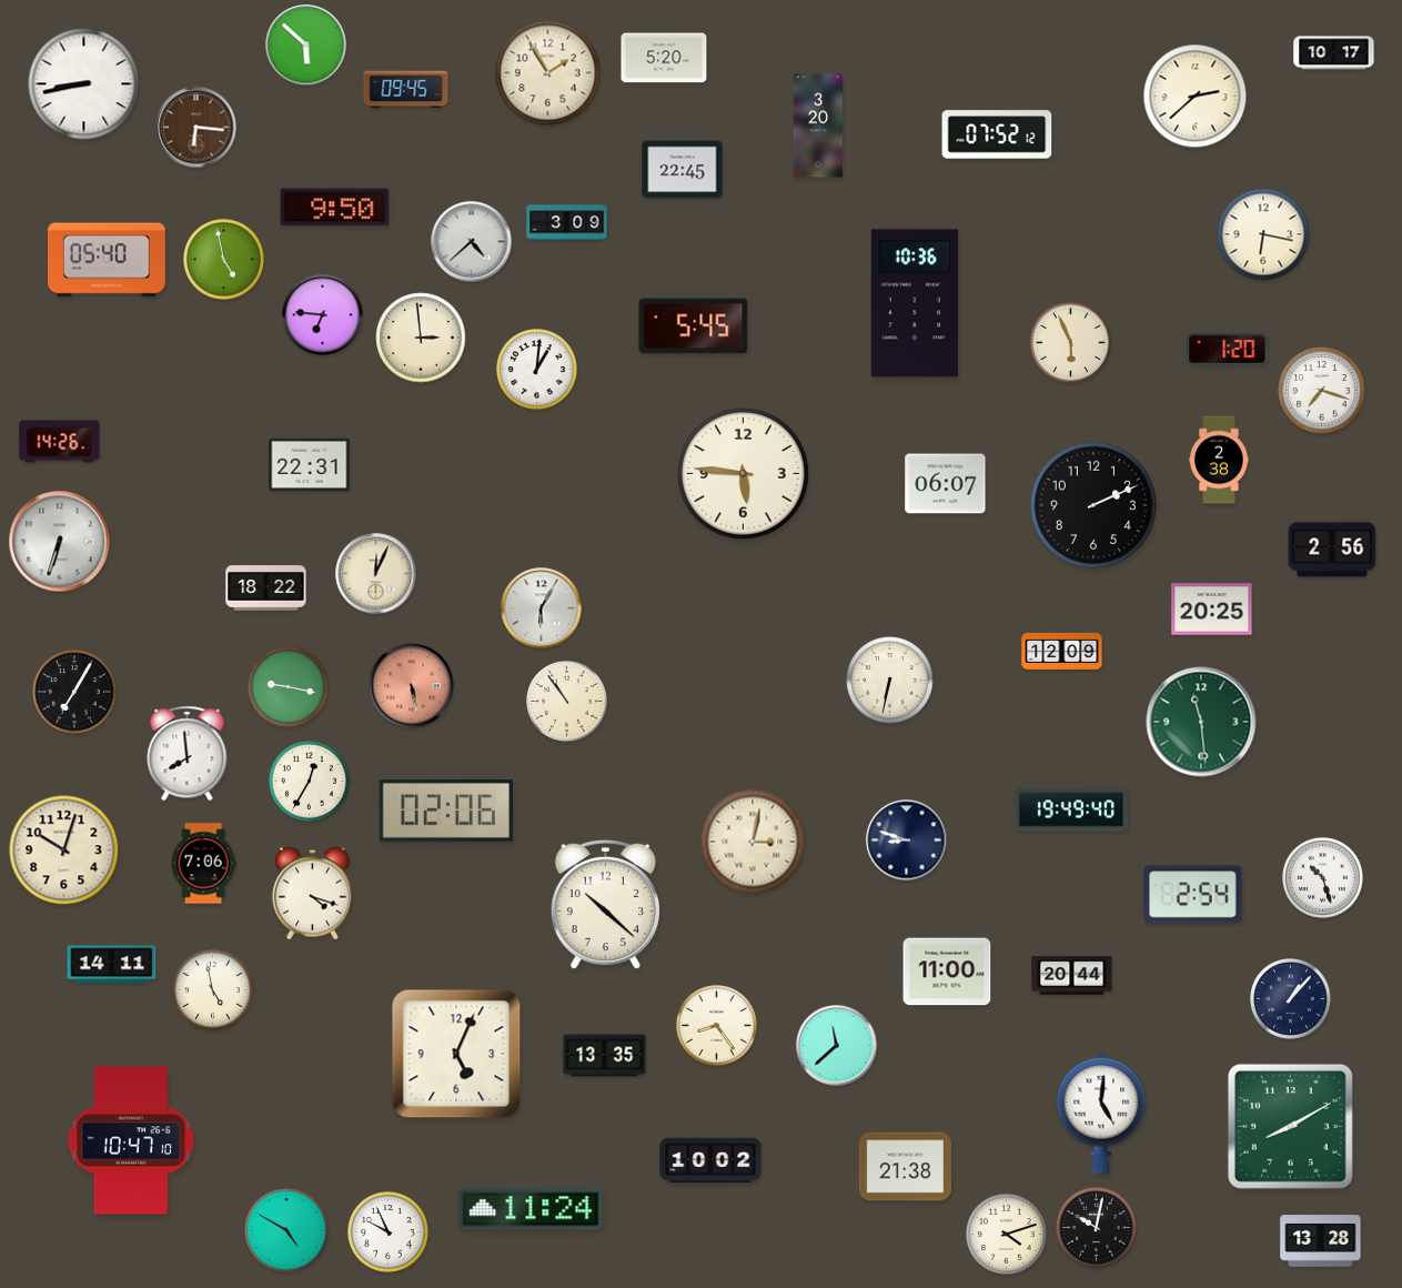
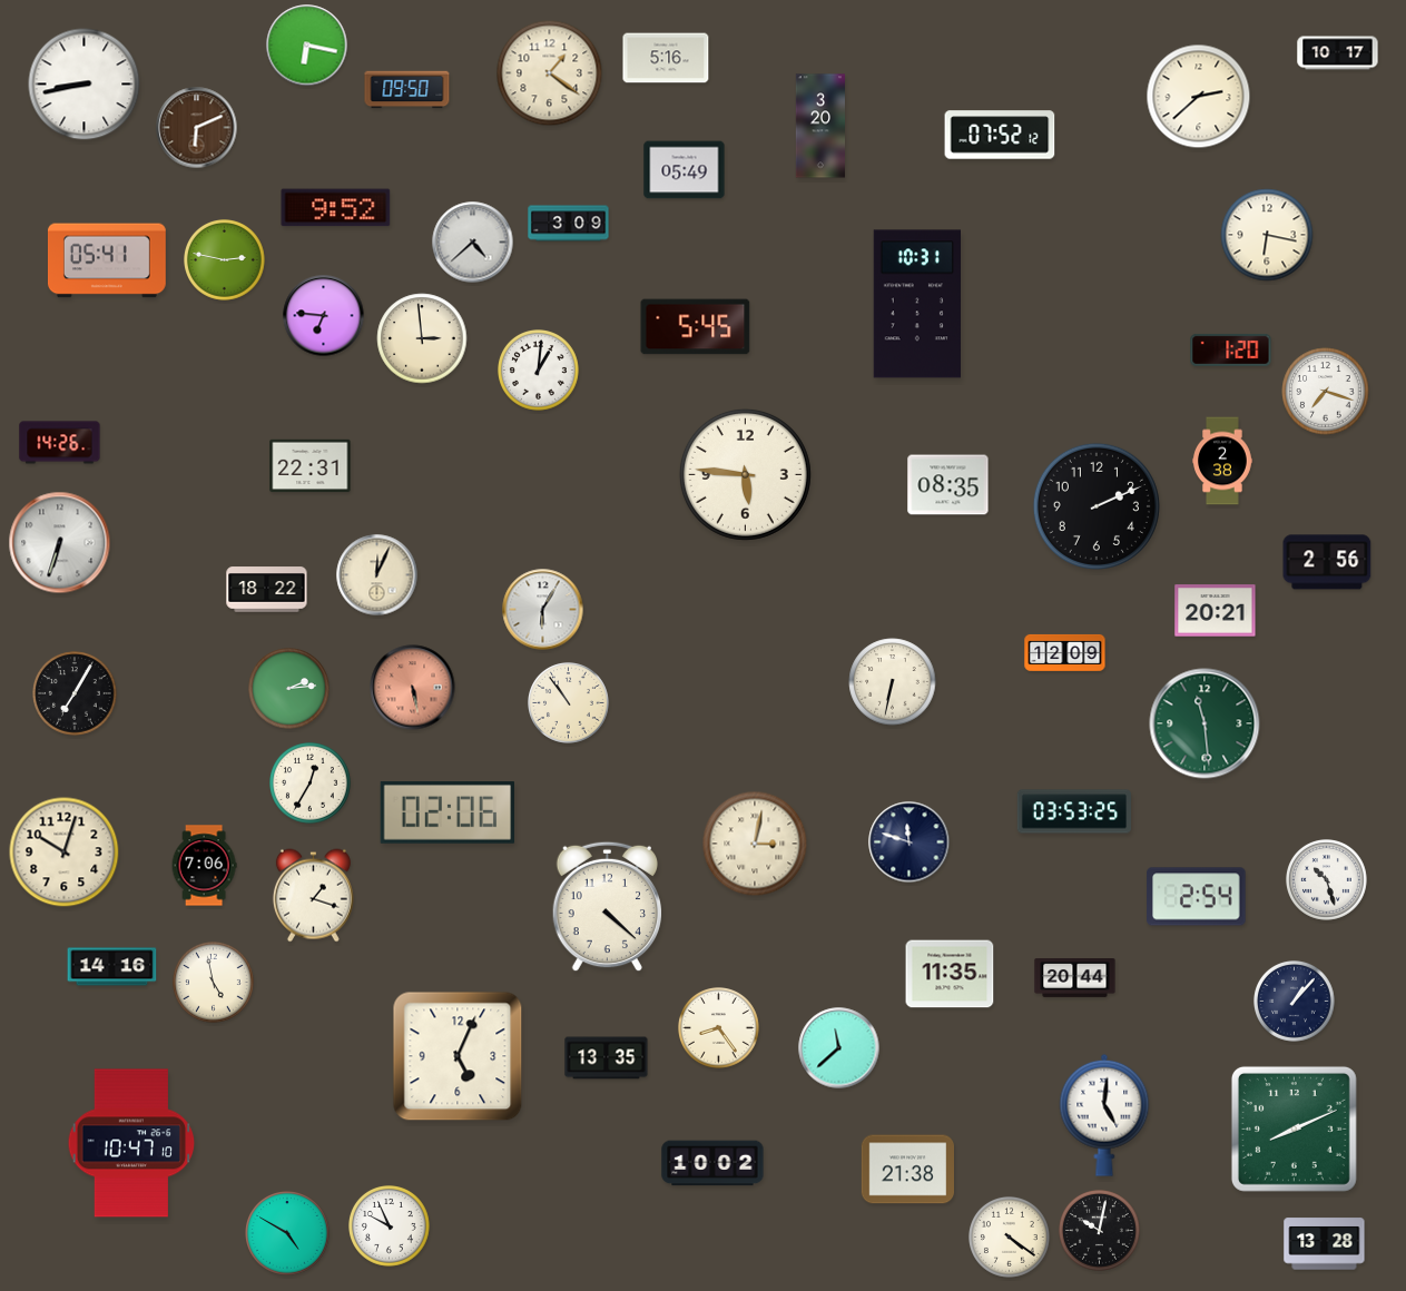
clock at (306, 46): 5:52 -> 6:17
clock at (664, 58): 5:20 -> 5:16
clock at (548, 73): 1:55 -> 1:21
clock at (406, 90): 09:45 -> 09:50
clock at (196, 128): 6:16 -> 6:11
clock at (683, 170): 22:45 -> 05:49
clock at (335, 208): 9:50 -> 9:52
clock at (107, 260): 05:40 -> 05:41
clock at (224, 260): 4:58 -> 2:47
clock at (914, 303): 10:36 -> 10:31
clock at (1071, 343): 5:56 -> none
clock at (946, 484): 06:07 -> 08:35
clock at (1332, 550) position: (1332, 550) -> (1327, 562)
clock at (1212, 610): 20:25 -> 20:21
clock at (289, 687): 9:17 -> 2:14
clock at (188, 754): 7:59 -> none
clock at (1071, 809): 19:49 -> 03:53
clock at (907, 841): 8:48 -> 11:48
clock at (312, 894): 4:18 -> 1:18
clock at (605, 905): 10:22 -> 4:22
clock at (112, 965): 14:11 -> 14:16
clock at (947, 972): 11:00 -> 11:35
clock at (213, 990) position: (213, 990) -> (214, 983)
clock at (1290, 1126): 8:10 -> 8:11
clock at (531, 1209): 11:24 -> none
clock at (389, 1232) position: (389, 1232) -> (390, 1226)
clock at (1007, 1235): 4:12 -> 4:21
